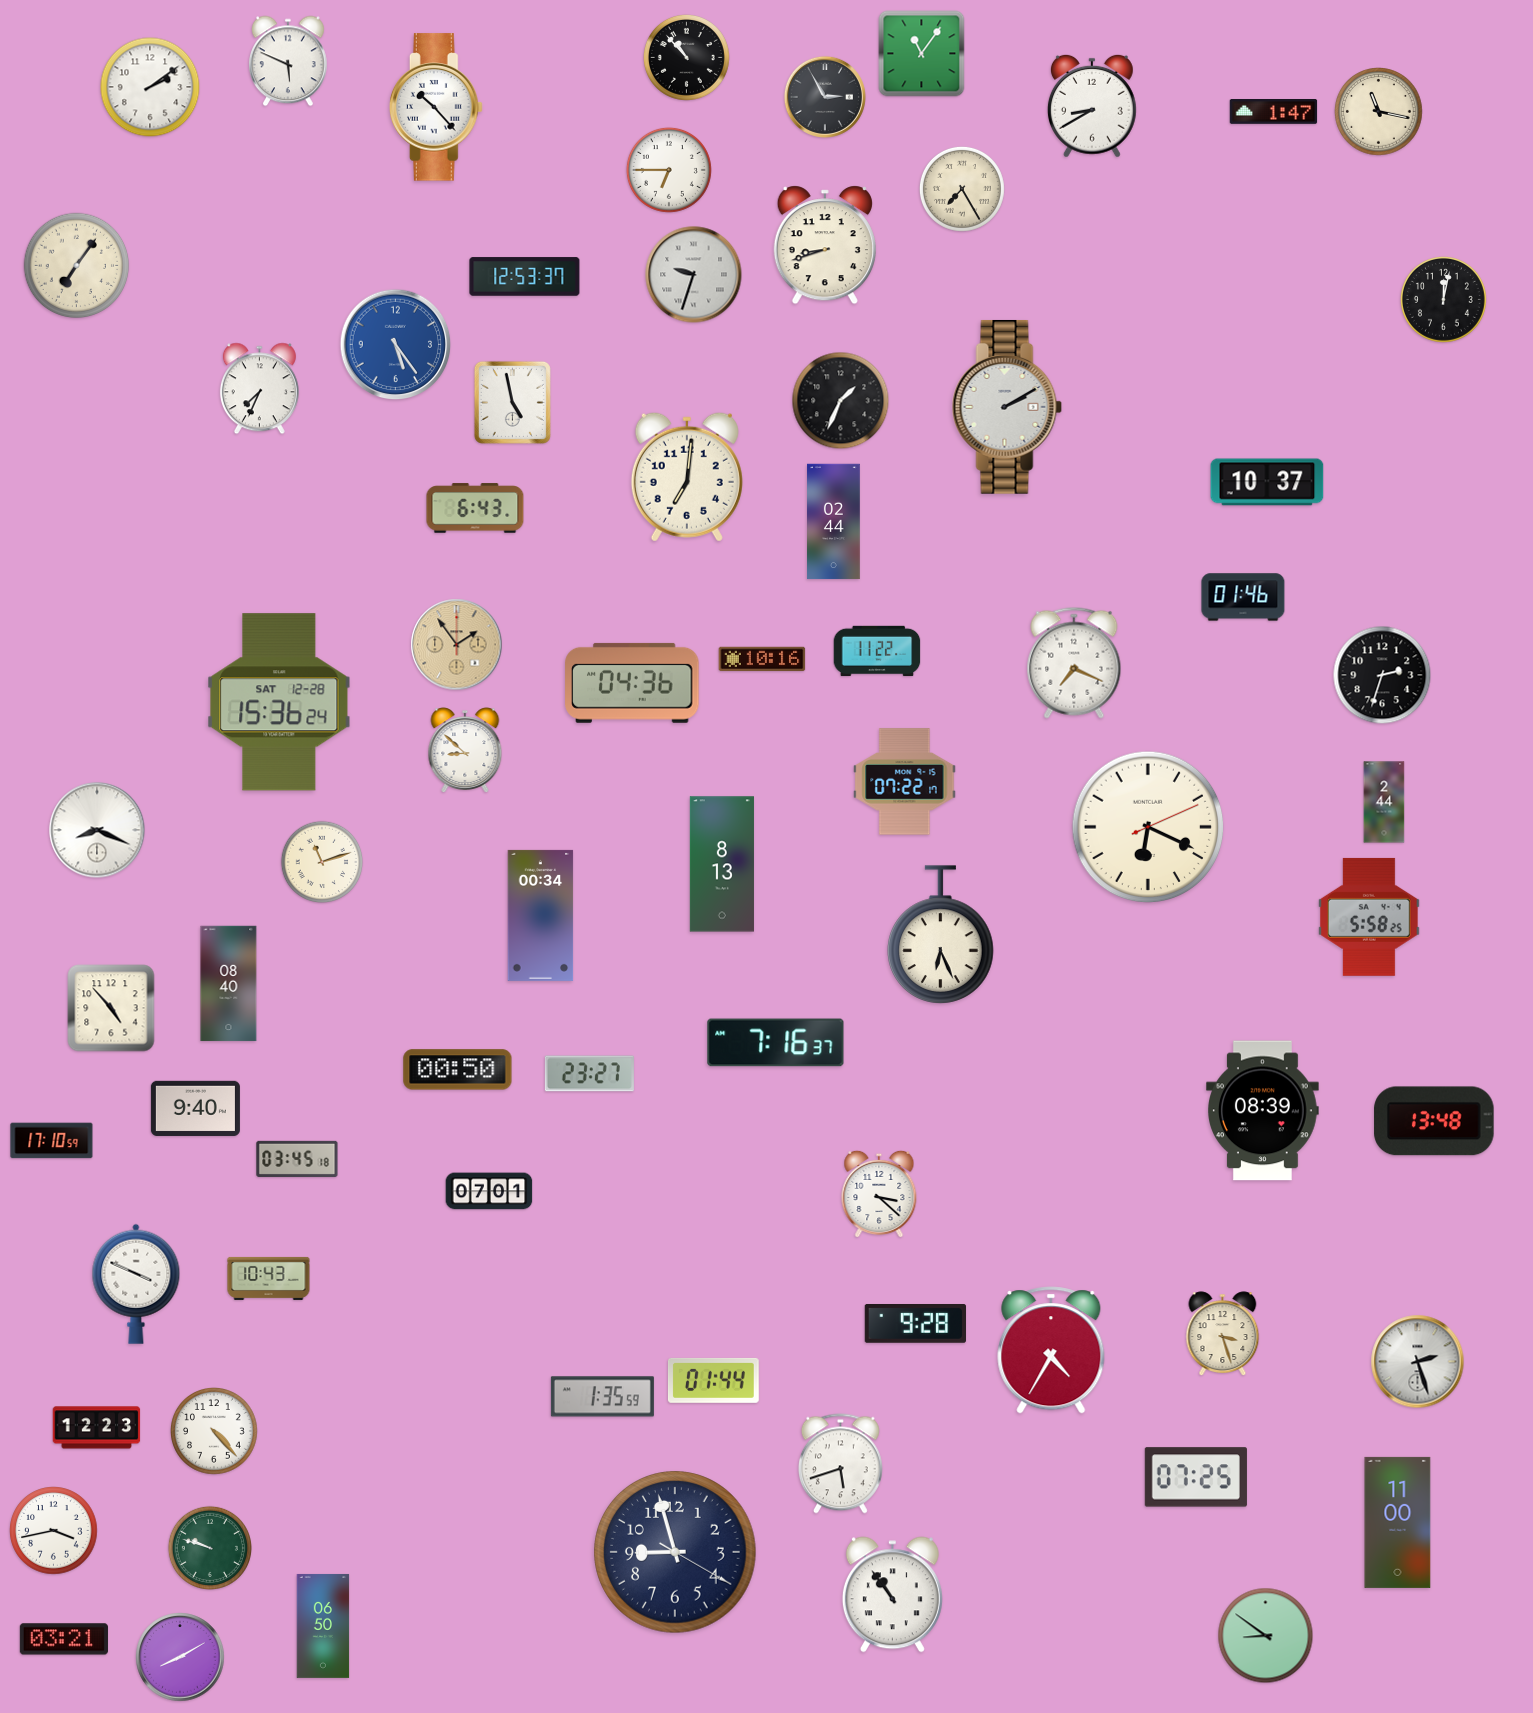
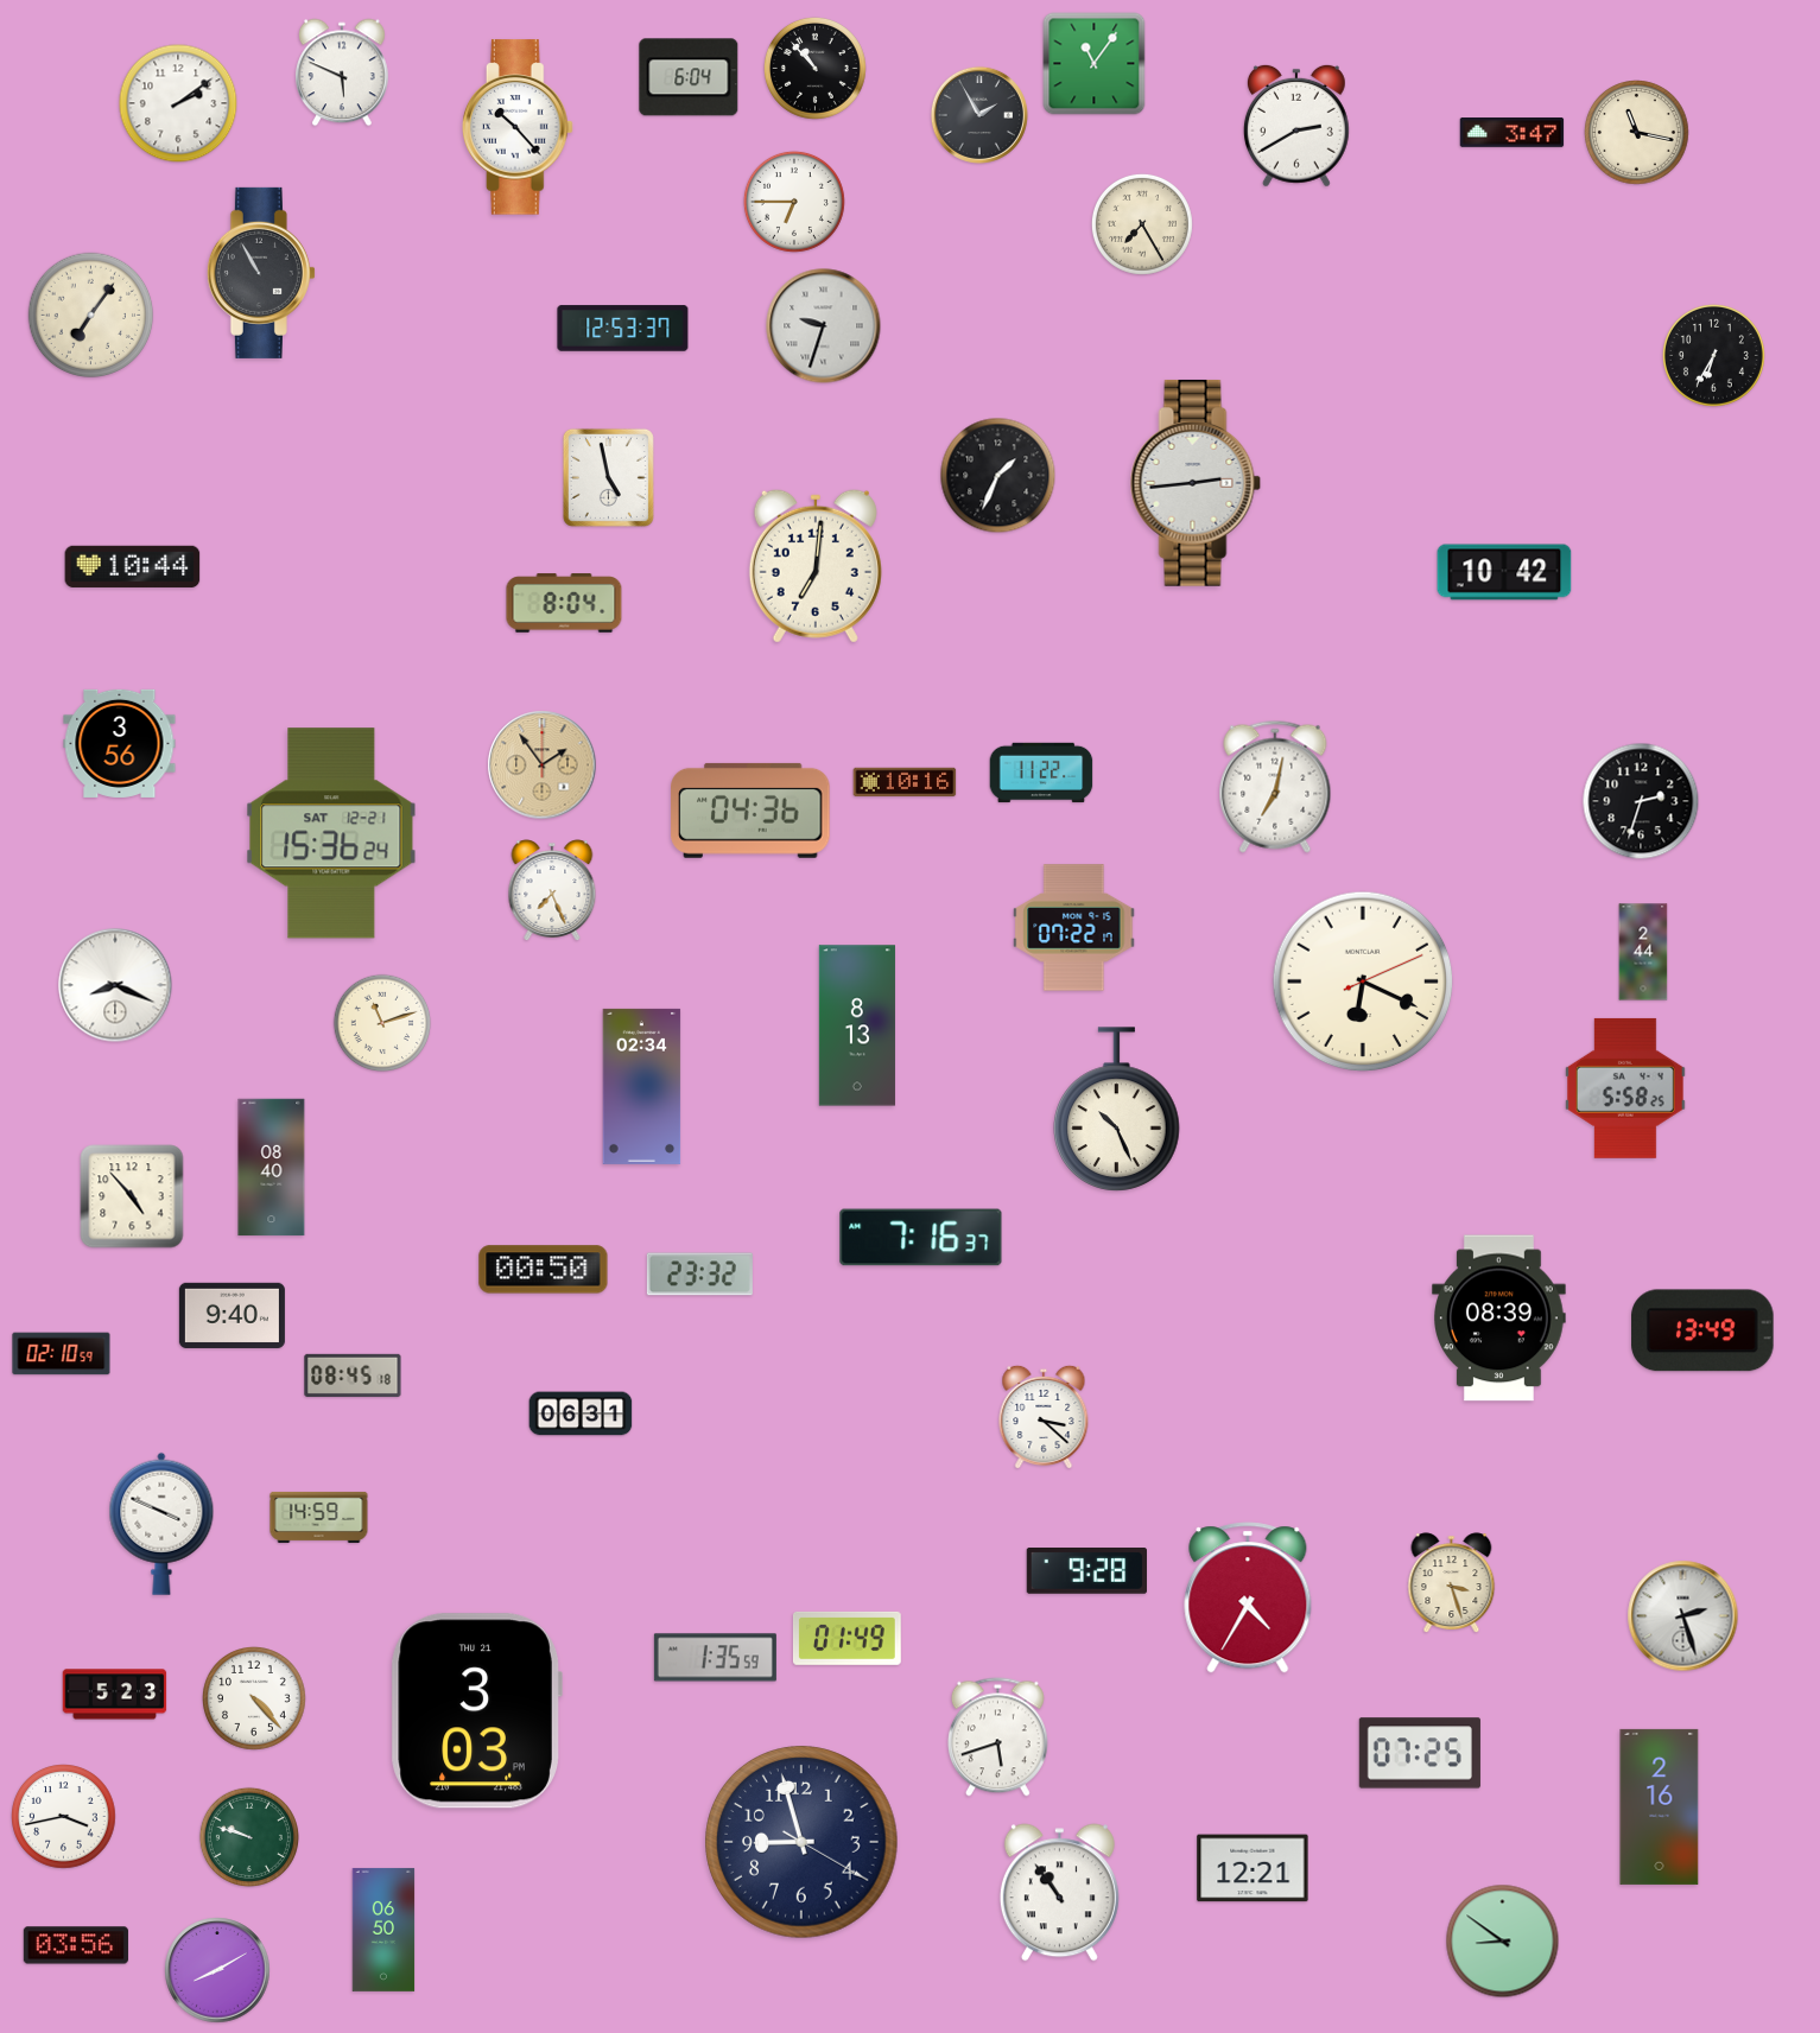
clock at (689, 77): none -> 6:04
clock at (825, 97): 2:55 -> 1:55
clock at (1092, 106): 8:40 -> 2:40
clock at (1274, 112): 1:47 -> 3:47
clock at (261, 273): none -> 10:55
clock at (825, 245): 8:42 -> none
clock at (1443, 299): 12:02 -> 6:35
clock at (396, 345): 5:24 -> none
clock at (259, 389): 7:34 -> none
clock at (1007, 407): 2:10 -> 2:44
clock at (133, 566): none -> 10:44
clock at (1267, 482): 10:37 -> 10:42
clock at (475, 508): 6:43 -> 8:04
clock at (834, 522): 02:44 -> none
clock at (1243, 597): 01:46 -> none
clock at (120, 743): none -> 3:56
clock at (1074, 663): 7:19 -> 7:02
clock at (279, 702) date: SAT 12-28 -> SAT 12-21
clock at (465, 750): 8:52 -> 7:26
clock at (541, 915): 00:34 -> 02:34
clock at (941, 935): 6:26 -> 10:26
clock at (589, 1074): 23:27 -> 23:32
clock at (1434, 1121): 13:48 -> 13:49
clock at (52, 1141): 17:10 -> 02:10
clock at (297, 1159): 03:45 -> 08:45
clock at (489, 1191): 07:01 -> 06:31
clock at (269, 1278): 10:43 -> 14:59
clock at (1051, 1350) position: (1051, 1350) -> (1248, 1597)
clock at (713, 1380): 01:44 -> 01:49
clock at (97, 1428): 12:23 -> 5:23
clock at (476, 1711): none -> 3:03
clock at (1398, 1522): 11:00 -> 2:16
clock at (1253, 1868): none -> 12:21
clock at (63, 1639): 03:21 -> 03:56
clock at (180, 1657) position: (180, 1657) -> (217, 1970)
